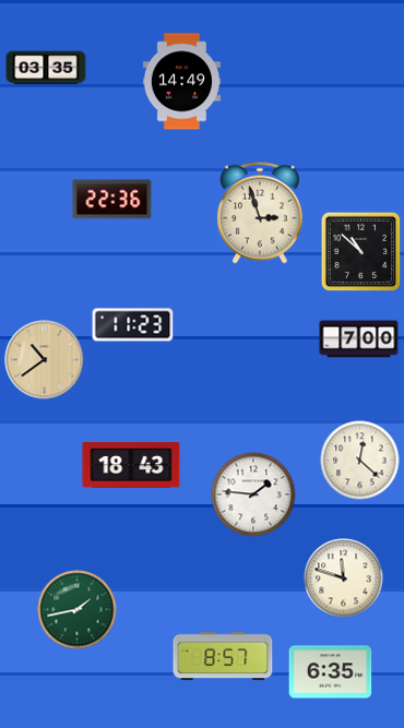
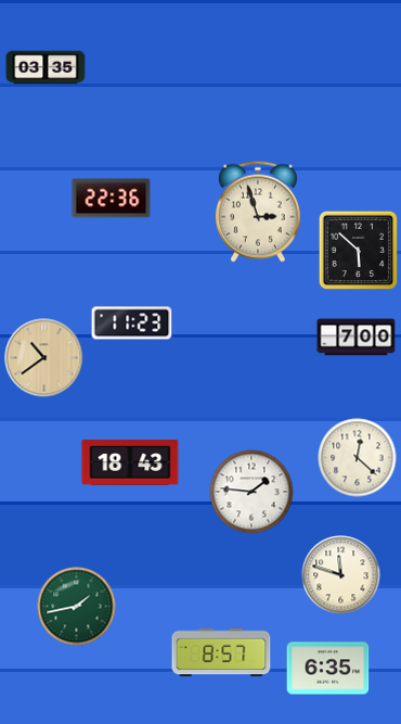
clock at (181, 82): 14:49 -> none
clock at (361, 252): 10:52 -> 5:52
